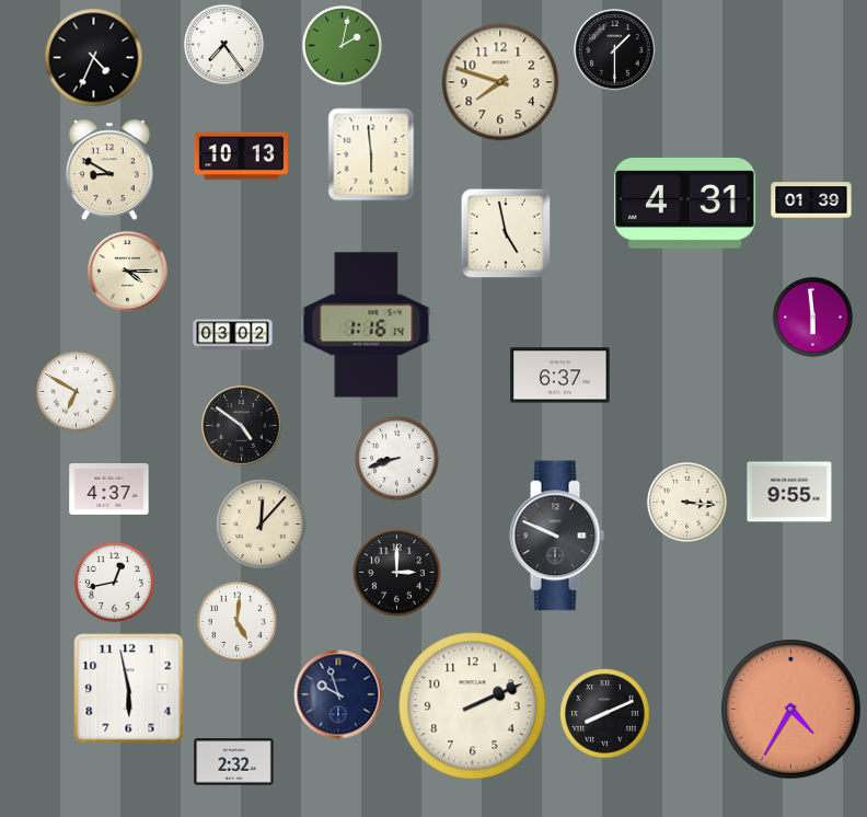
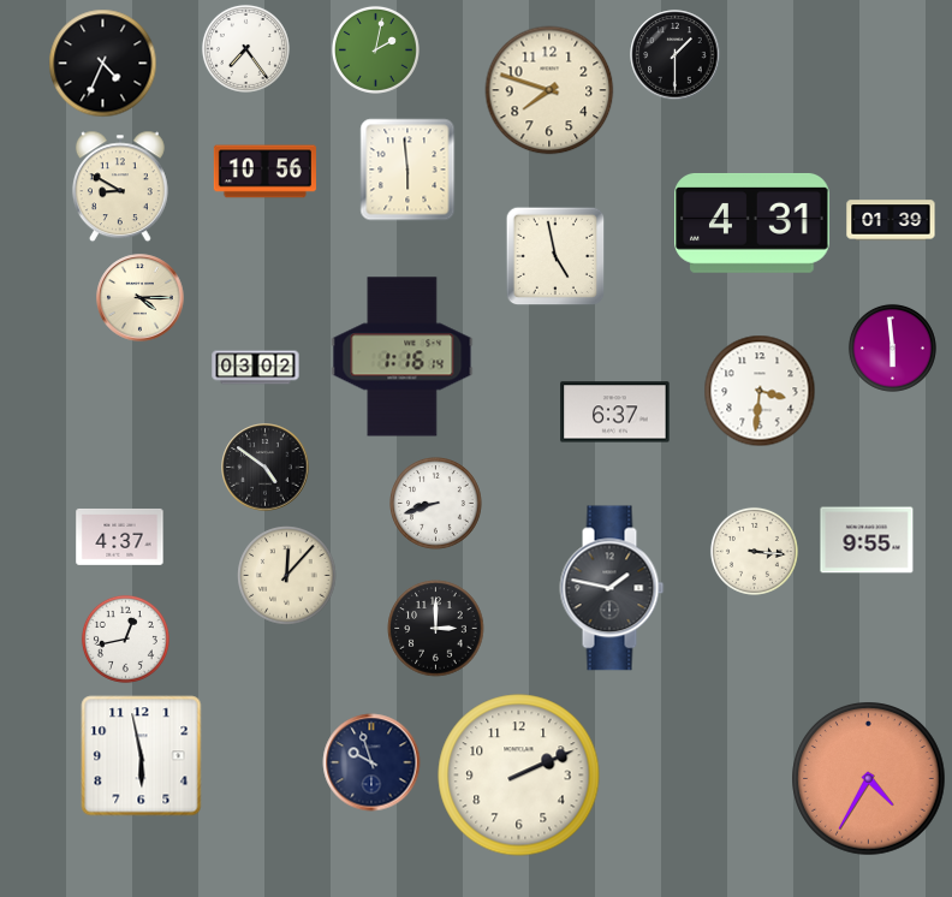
clock at (241, 157): 10:13 -> 10:56
clock at (760, 391): none -> 3:31
clock at (76, 391): 6:50 -> none
clock at (557, 536): 9:49 -> 1:47
clock at (236, 621): 5:01 -> none
clock at (605, 714): 8:11 -> none
clock at (234, 762): 2:32 -> none
